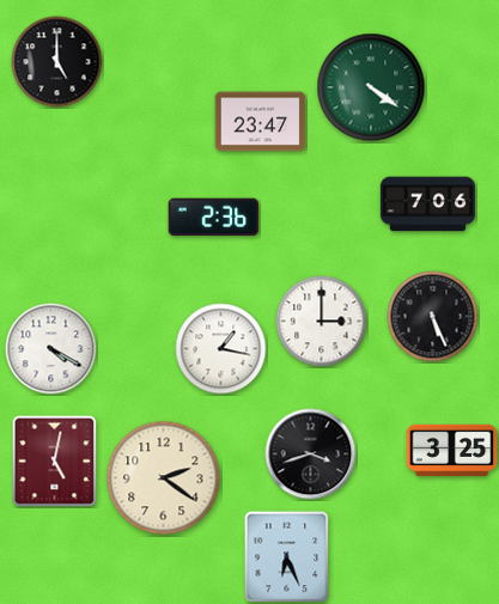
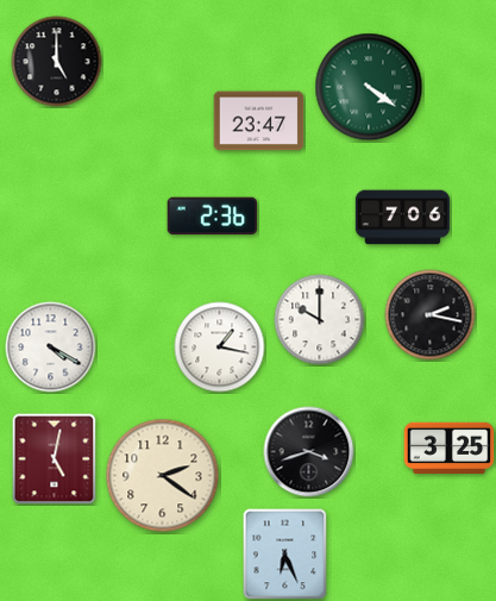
clock at (427, 205) position: (427, 205) -> (402, 218)
clock at (433, 317): 5:26 -> 2:17
clock at (322, 322): 3:00 -> 10:00
